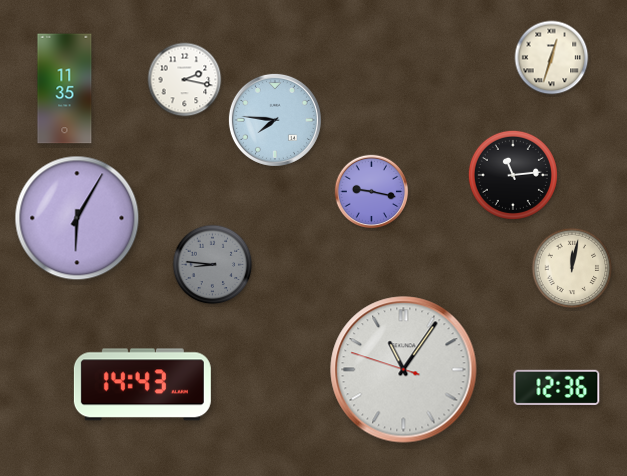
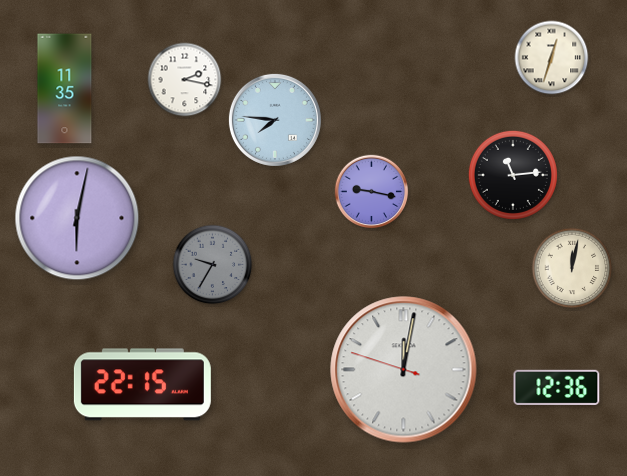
clock at (77, 218): 6:05 -> 6:02
clock at (213, 265): 8:46 -> 9:35
clock at (404, 370): 11:05 -> 12:01
clock at (142, 385): 14:43 -> 22:15
